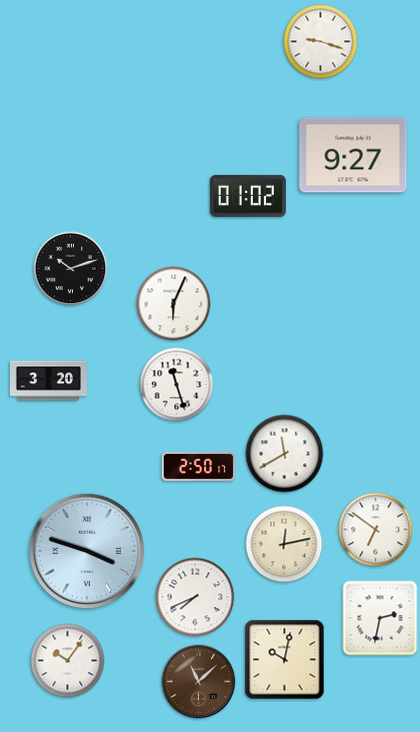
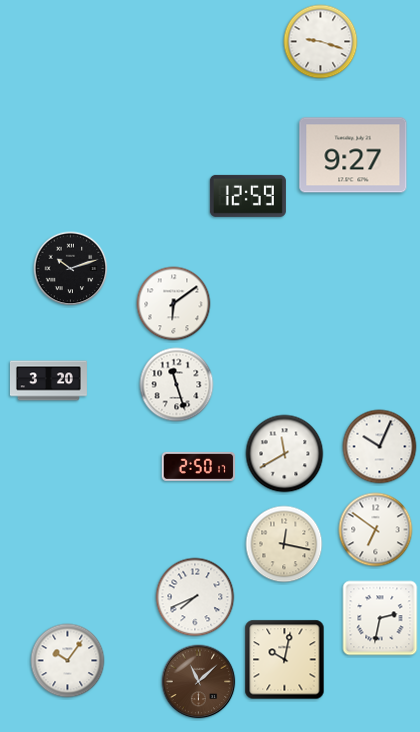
clock at (248, 196): 01:02 -> 12:59
clock at (174, 304): 6:04 -> 6:09
clock at (380, 447): none -> 10:04
clock at (284, 544): 12:13 -> 12:17
clock at (87, 551): 3:48 -> none
